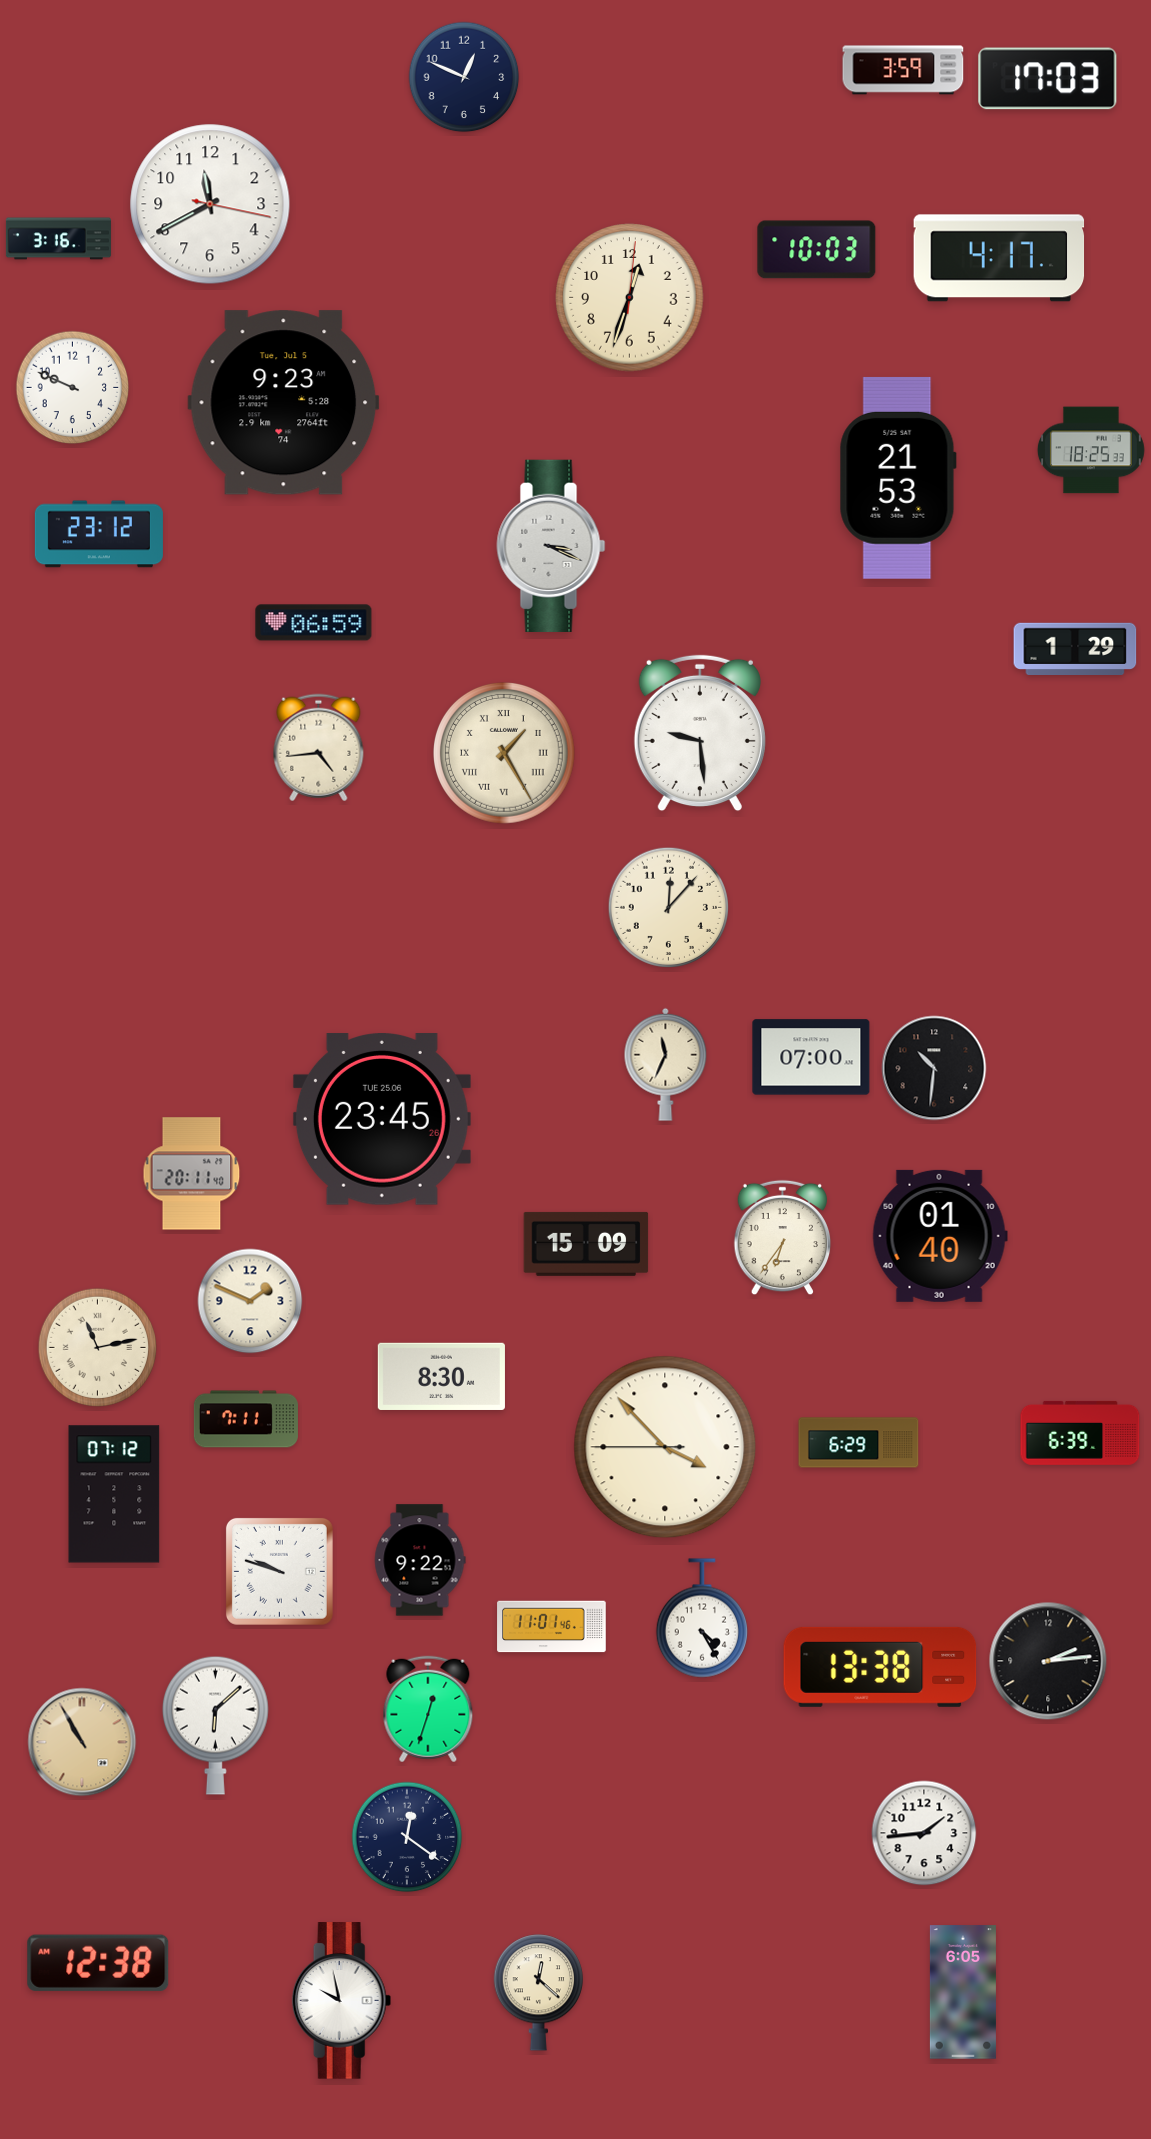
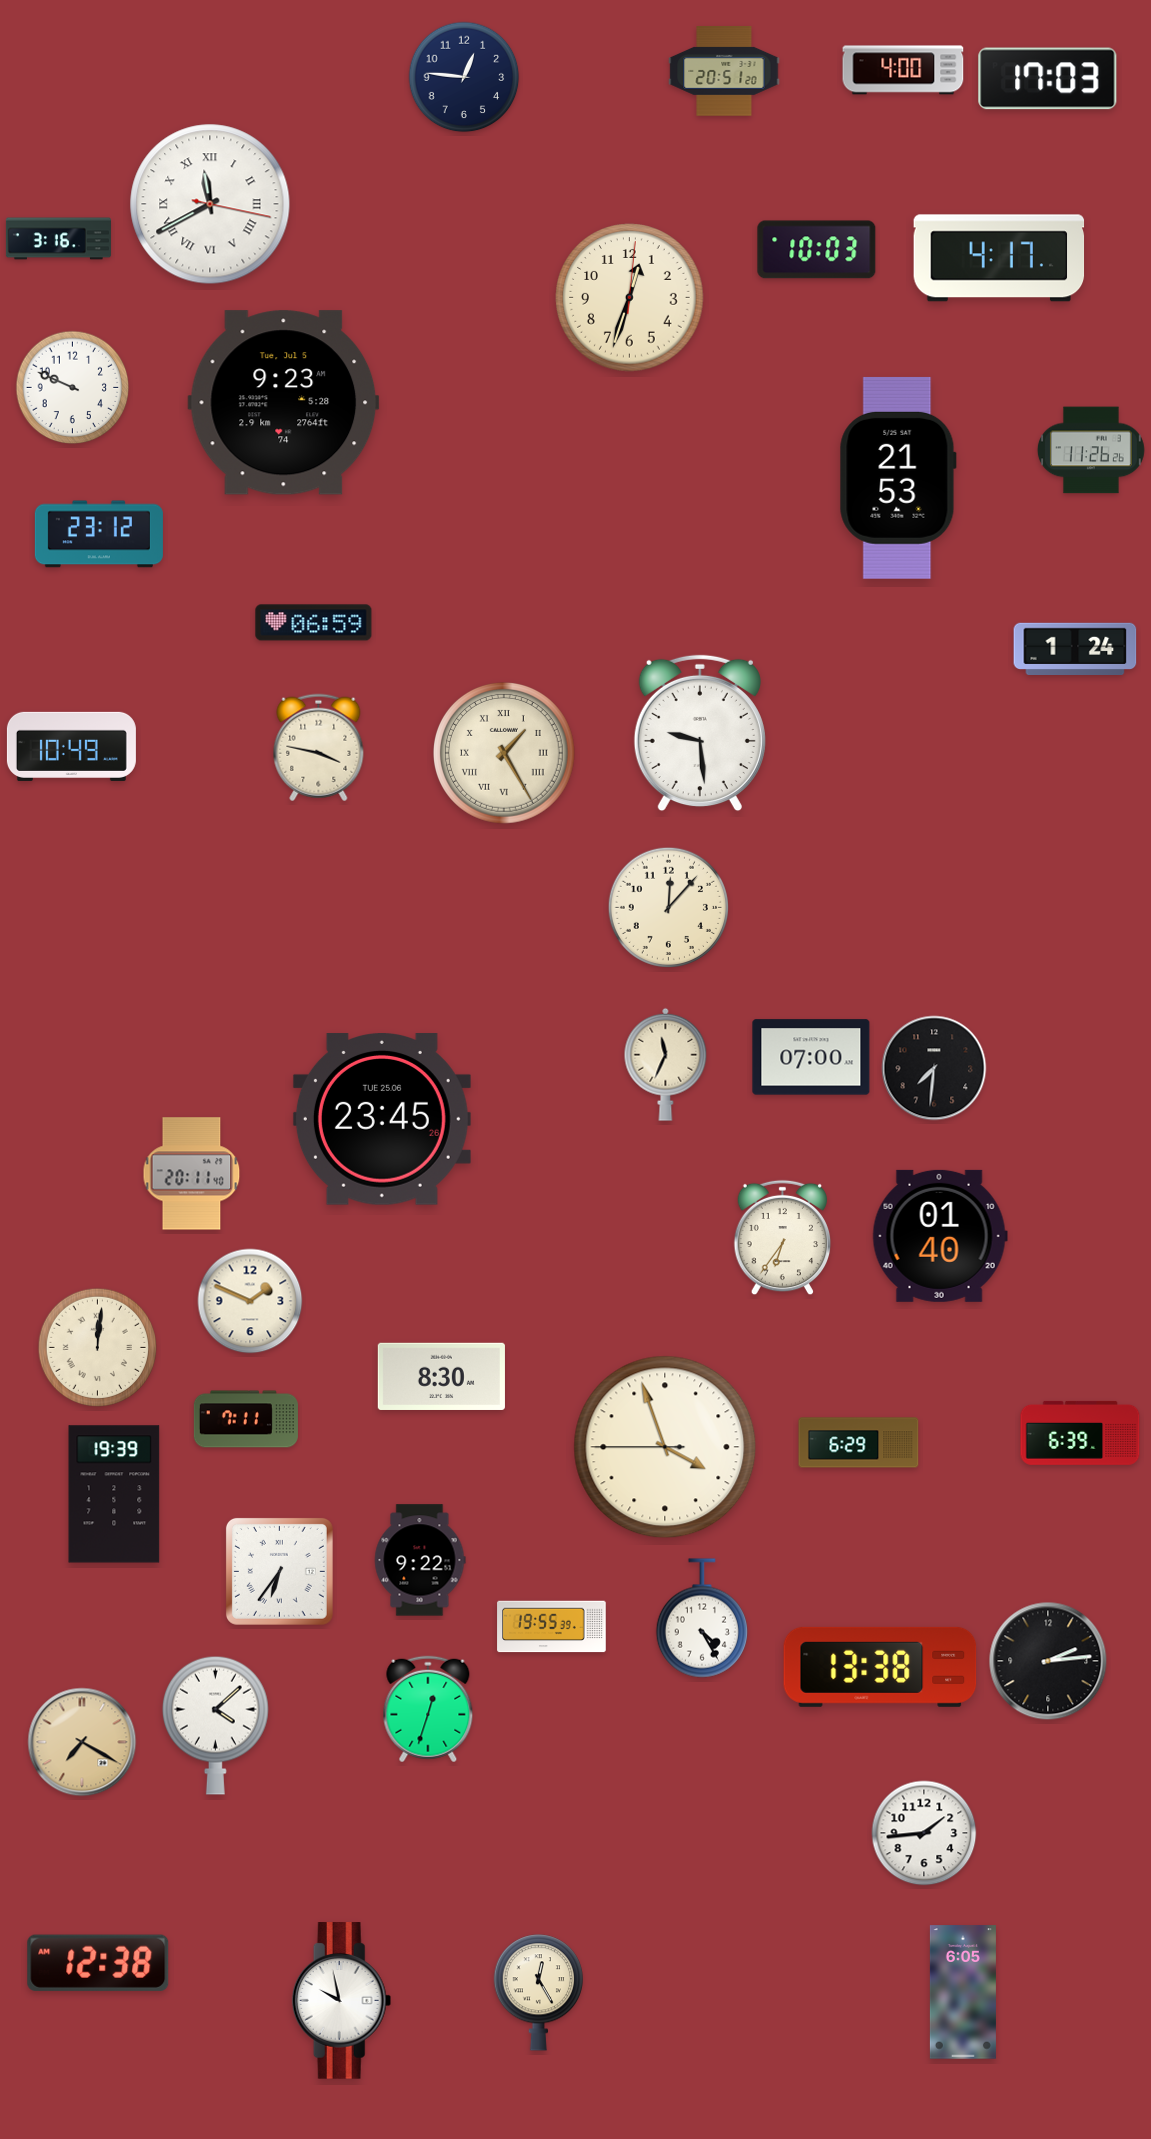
clock at (903, 70): 3:59 -> 4:00
clock at (724, 72): none -> 20:51
clock at (464, 77): 12:49 -> 12:46
clock at (210, 204) numerals: Arabic -> Roman
clock at (1091, 450): 18:25 -> 11:26
clock at (551, 546): 3:19 -> none
clock at (1075, 648): 1:29 -> 1:24
clock at (71, 746): none -> 10:49
clock at (319, 748): 4:44 -> 3:47
clock at (934, 1068): 10:31 -> 7:31
clock at (586, 1244): 15:09 -> none
clock at (97, 1347): 11:13 -> 12:01
clock at (665, 1447): 3:52 -> 3:56
clock at (114, 1494): 07:12 -> 19:39
clock at (279, 1571): 9:48 -> 6:36
clock at (552, 1627): 11:01 -> 19:55
clock at (215, 1725): 6:08 -> 4:08
clock at (82, 1742): 10:55 -> 7:20
clock at (407, 1837): 12:21 -> none
clock at (538, 1993): 12:22 -> 12:25
